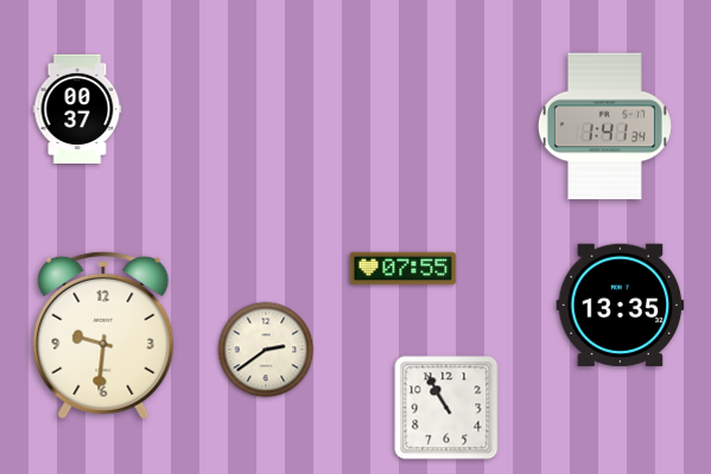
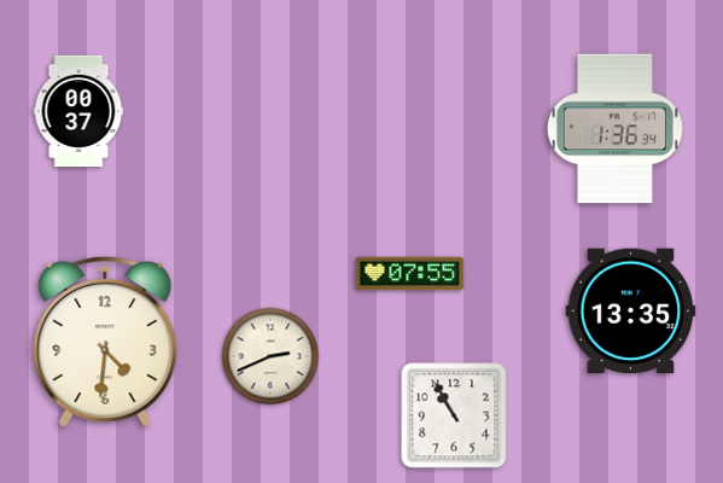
clock at (604, 127): 1:41 -> 1:36
clock at (103, 335): 9:31 -> 4:31
clock at (266, 350): 2:39 -> 2:41
